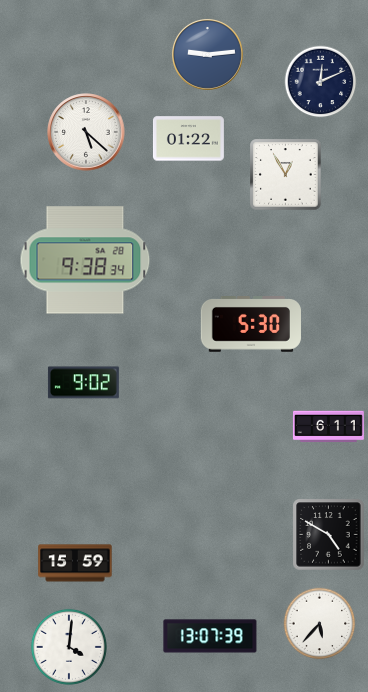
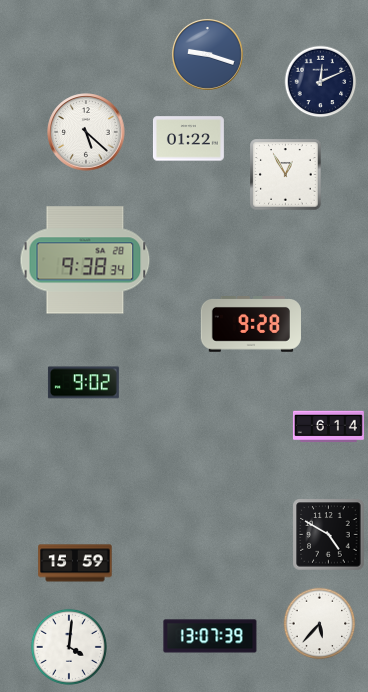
clock at (207, 54): 9:14 -> 9:18
clock at (251, 325): 5:30 -> 9:28
clock at (328, 427): 6:11 -> 6:14
